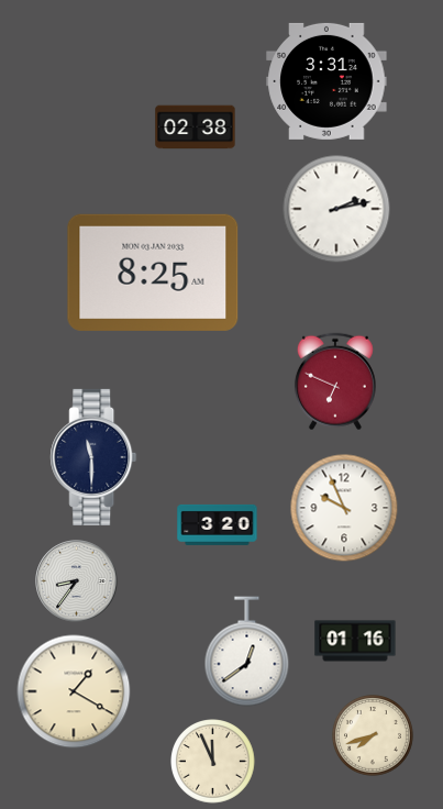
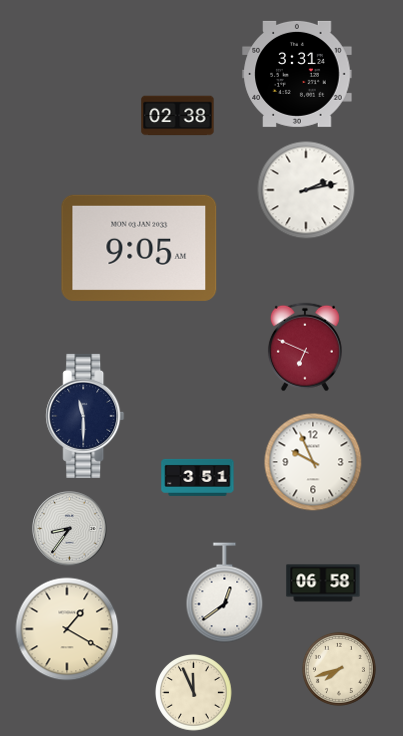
clock at (153, 273): 8:25 -> 9:05
clock at (218, 524): 3:20 -> 3:51
clock at (355, 641): 01:16 -> 06:58
